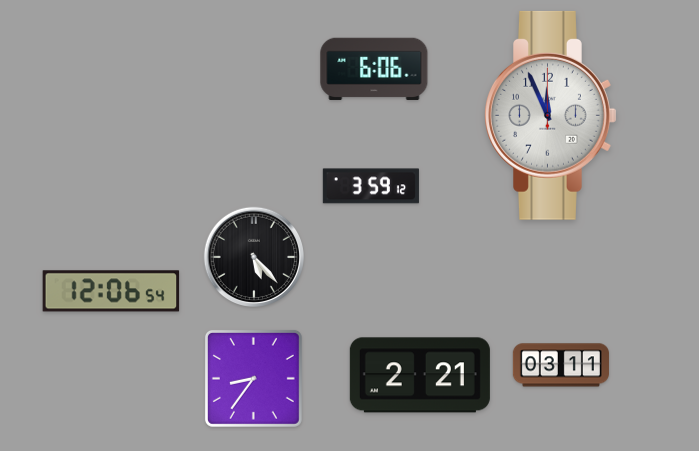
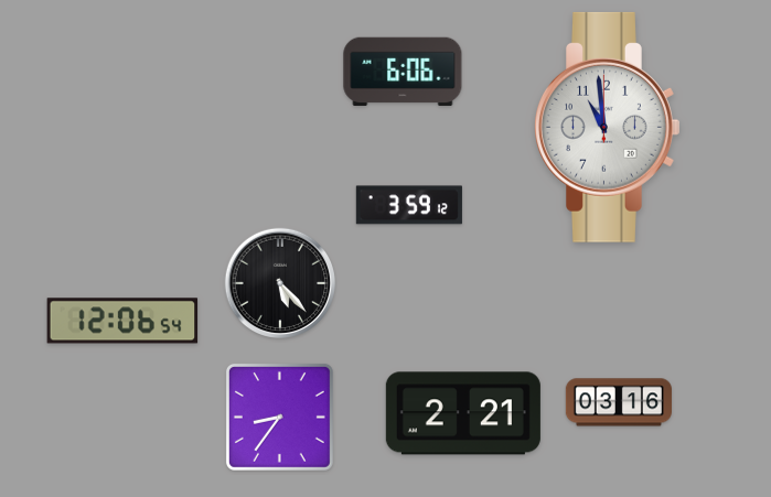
clock at (374, 68) position: (374, 68) -> (403, 71)
clock at (551, 115): 11:56 -> 10:59
clock at (561, 365): 03:11 -> 03:16
